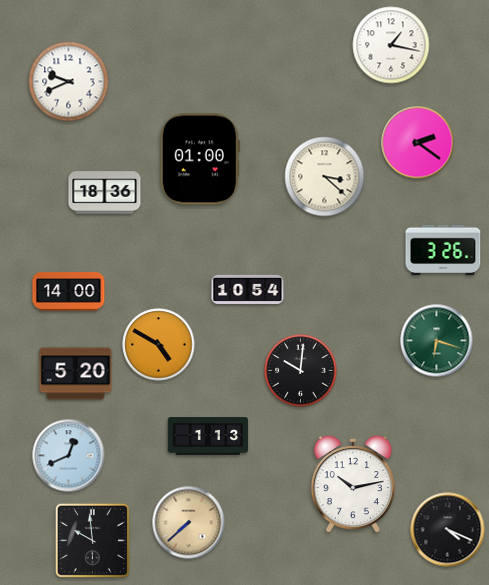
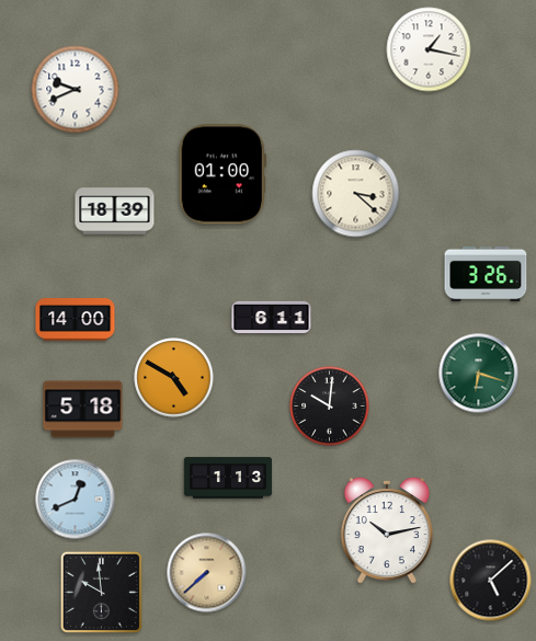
clock at (418, 143): 2:21 -> none
clock at (200, 159) position: (200, 159) -> (223, 174)
clock at (105, 193): 18:36 -> 18:39
clock at (248, 289): 10:54 -> 6:11
clock at (76, 374): 5:20 -> 5:18
clock at (448, 530): 4:19 -> 5:08
